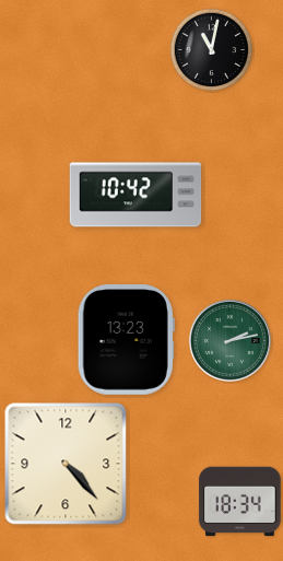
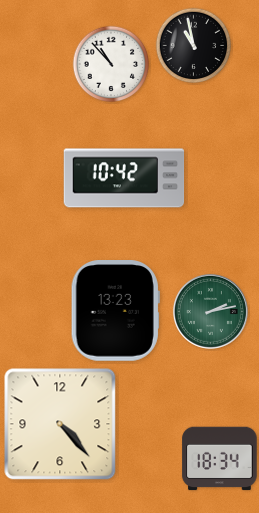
clock at (212, 50): 11:02 -> 10:58
clock at (111, 64): none -> 10:53
